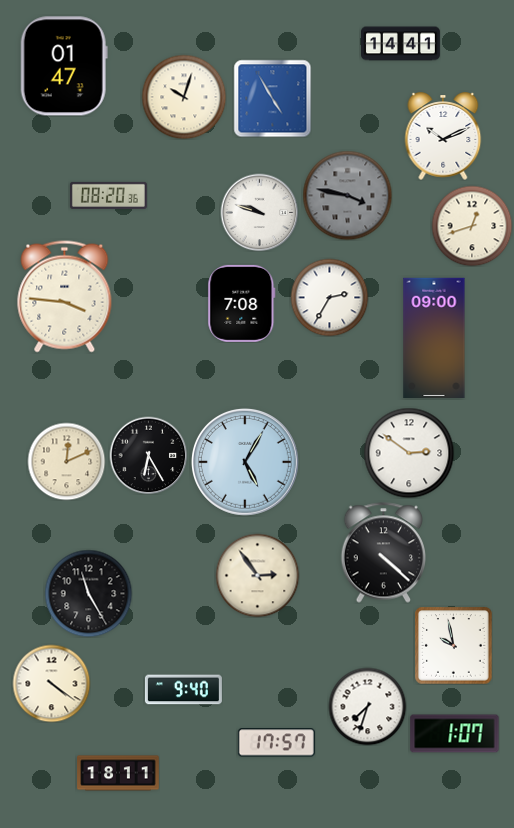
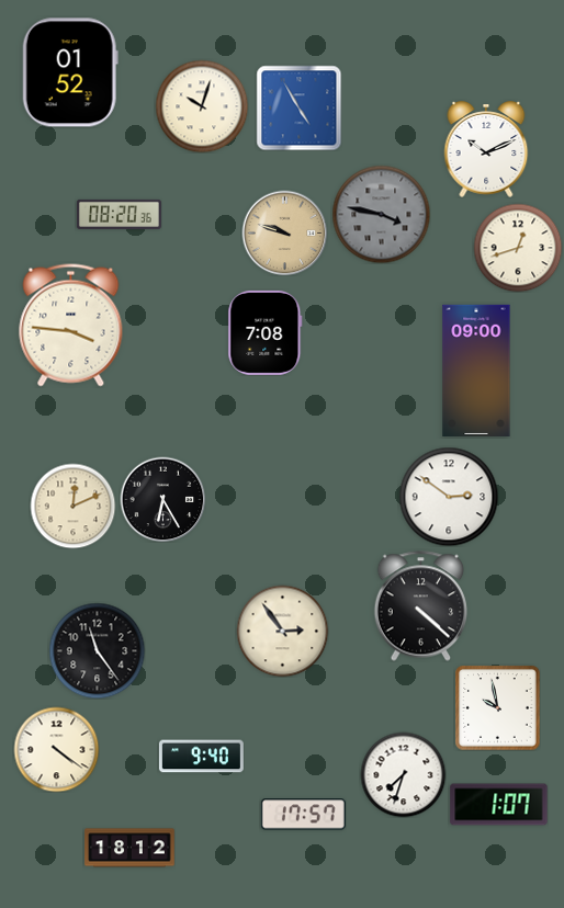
clock at (401, 44): 14:41 -> none
clock at (64, 66): 01:47 -> 01:52
clock at (259, 212) dial: white -> champagne
clock at (329, 297): 2:35 -> none
clock at (245, 462): 5:05 -> none
clock at (88, 593): 11:25 -> 11:24
clock at (118, 773): 18:11 -> 18:12
